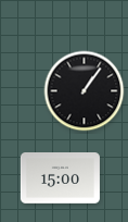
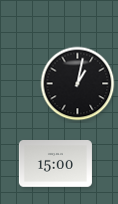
clock at (85, 91): 1:06 -> 1:02
